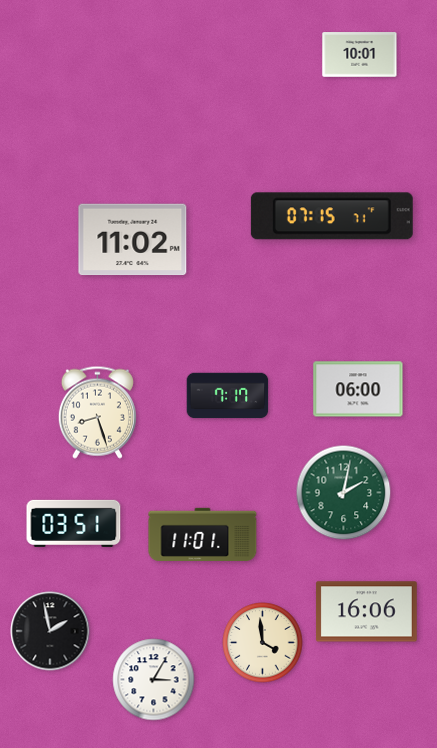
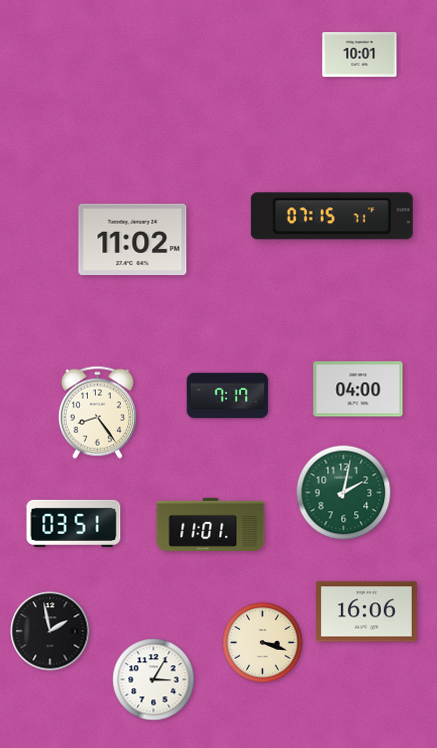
clock at (358, 389): 06:00 -> 04:00
clock at (97, 412): 8:27 -> 8:24
clock at (203, 534) position: (203, 534) -> (211, 524)
clock at (263, 643): 3:59 -> 3:18
